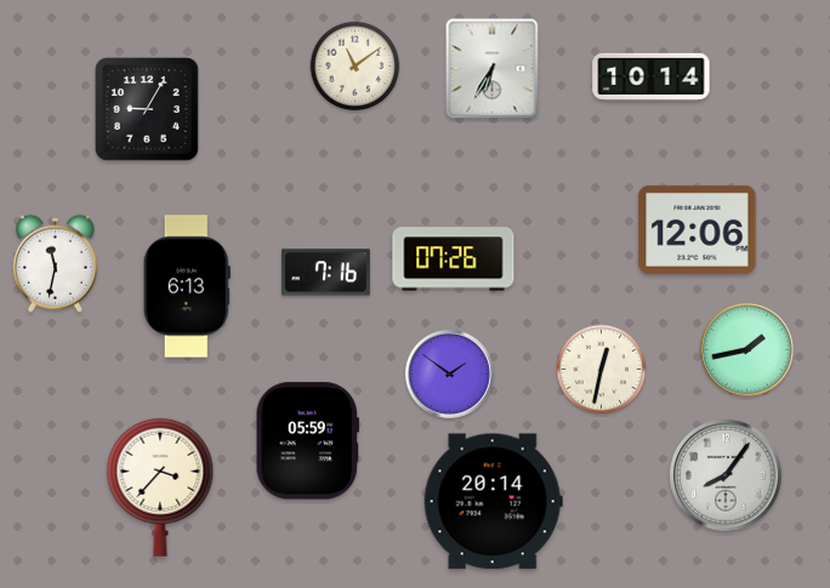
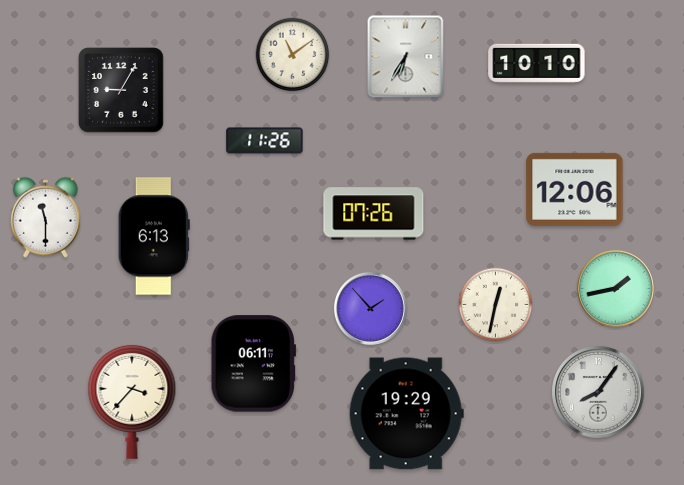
clock at (652, 76): 10:14 -> 10:10
clock at (265, 141): none -> 11:26
clock at (55, 263): 11:32 -> 11:30
clock at (326, 273): 7:16 -> none
clock at (449, 373): 1:51 -> 1:53
clock at (307, 441): 05:59 -> 06:11
clock at (493, 502): 20:14 -> 19:29
